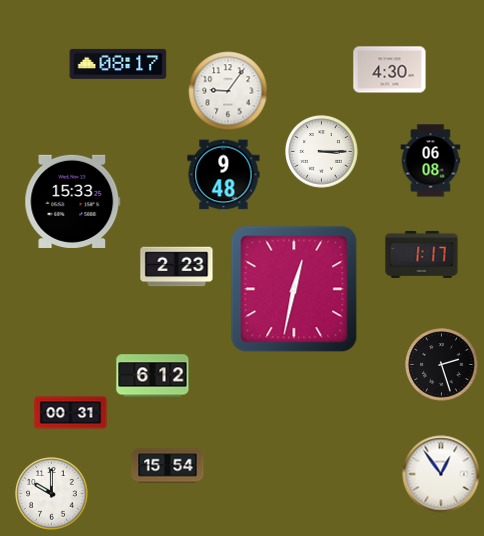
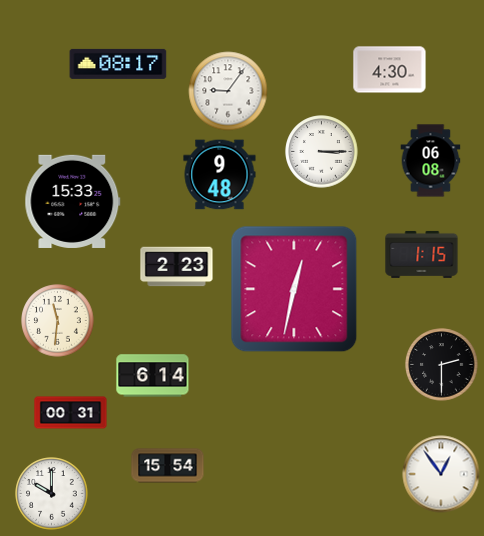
clock at (224, 175) position: (224, 175) -> (220, 175)
clock at (422, 254): 1:17 -> 1:15
clock at (58, 321): none -> 11:31
clock at (442, 365): 2:27 -> 2:30
clock at (153, 376): 6:12 -> 6:14
